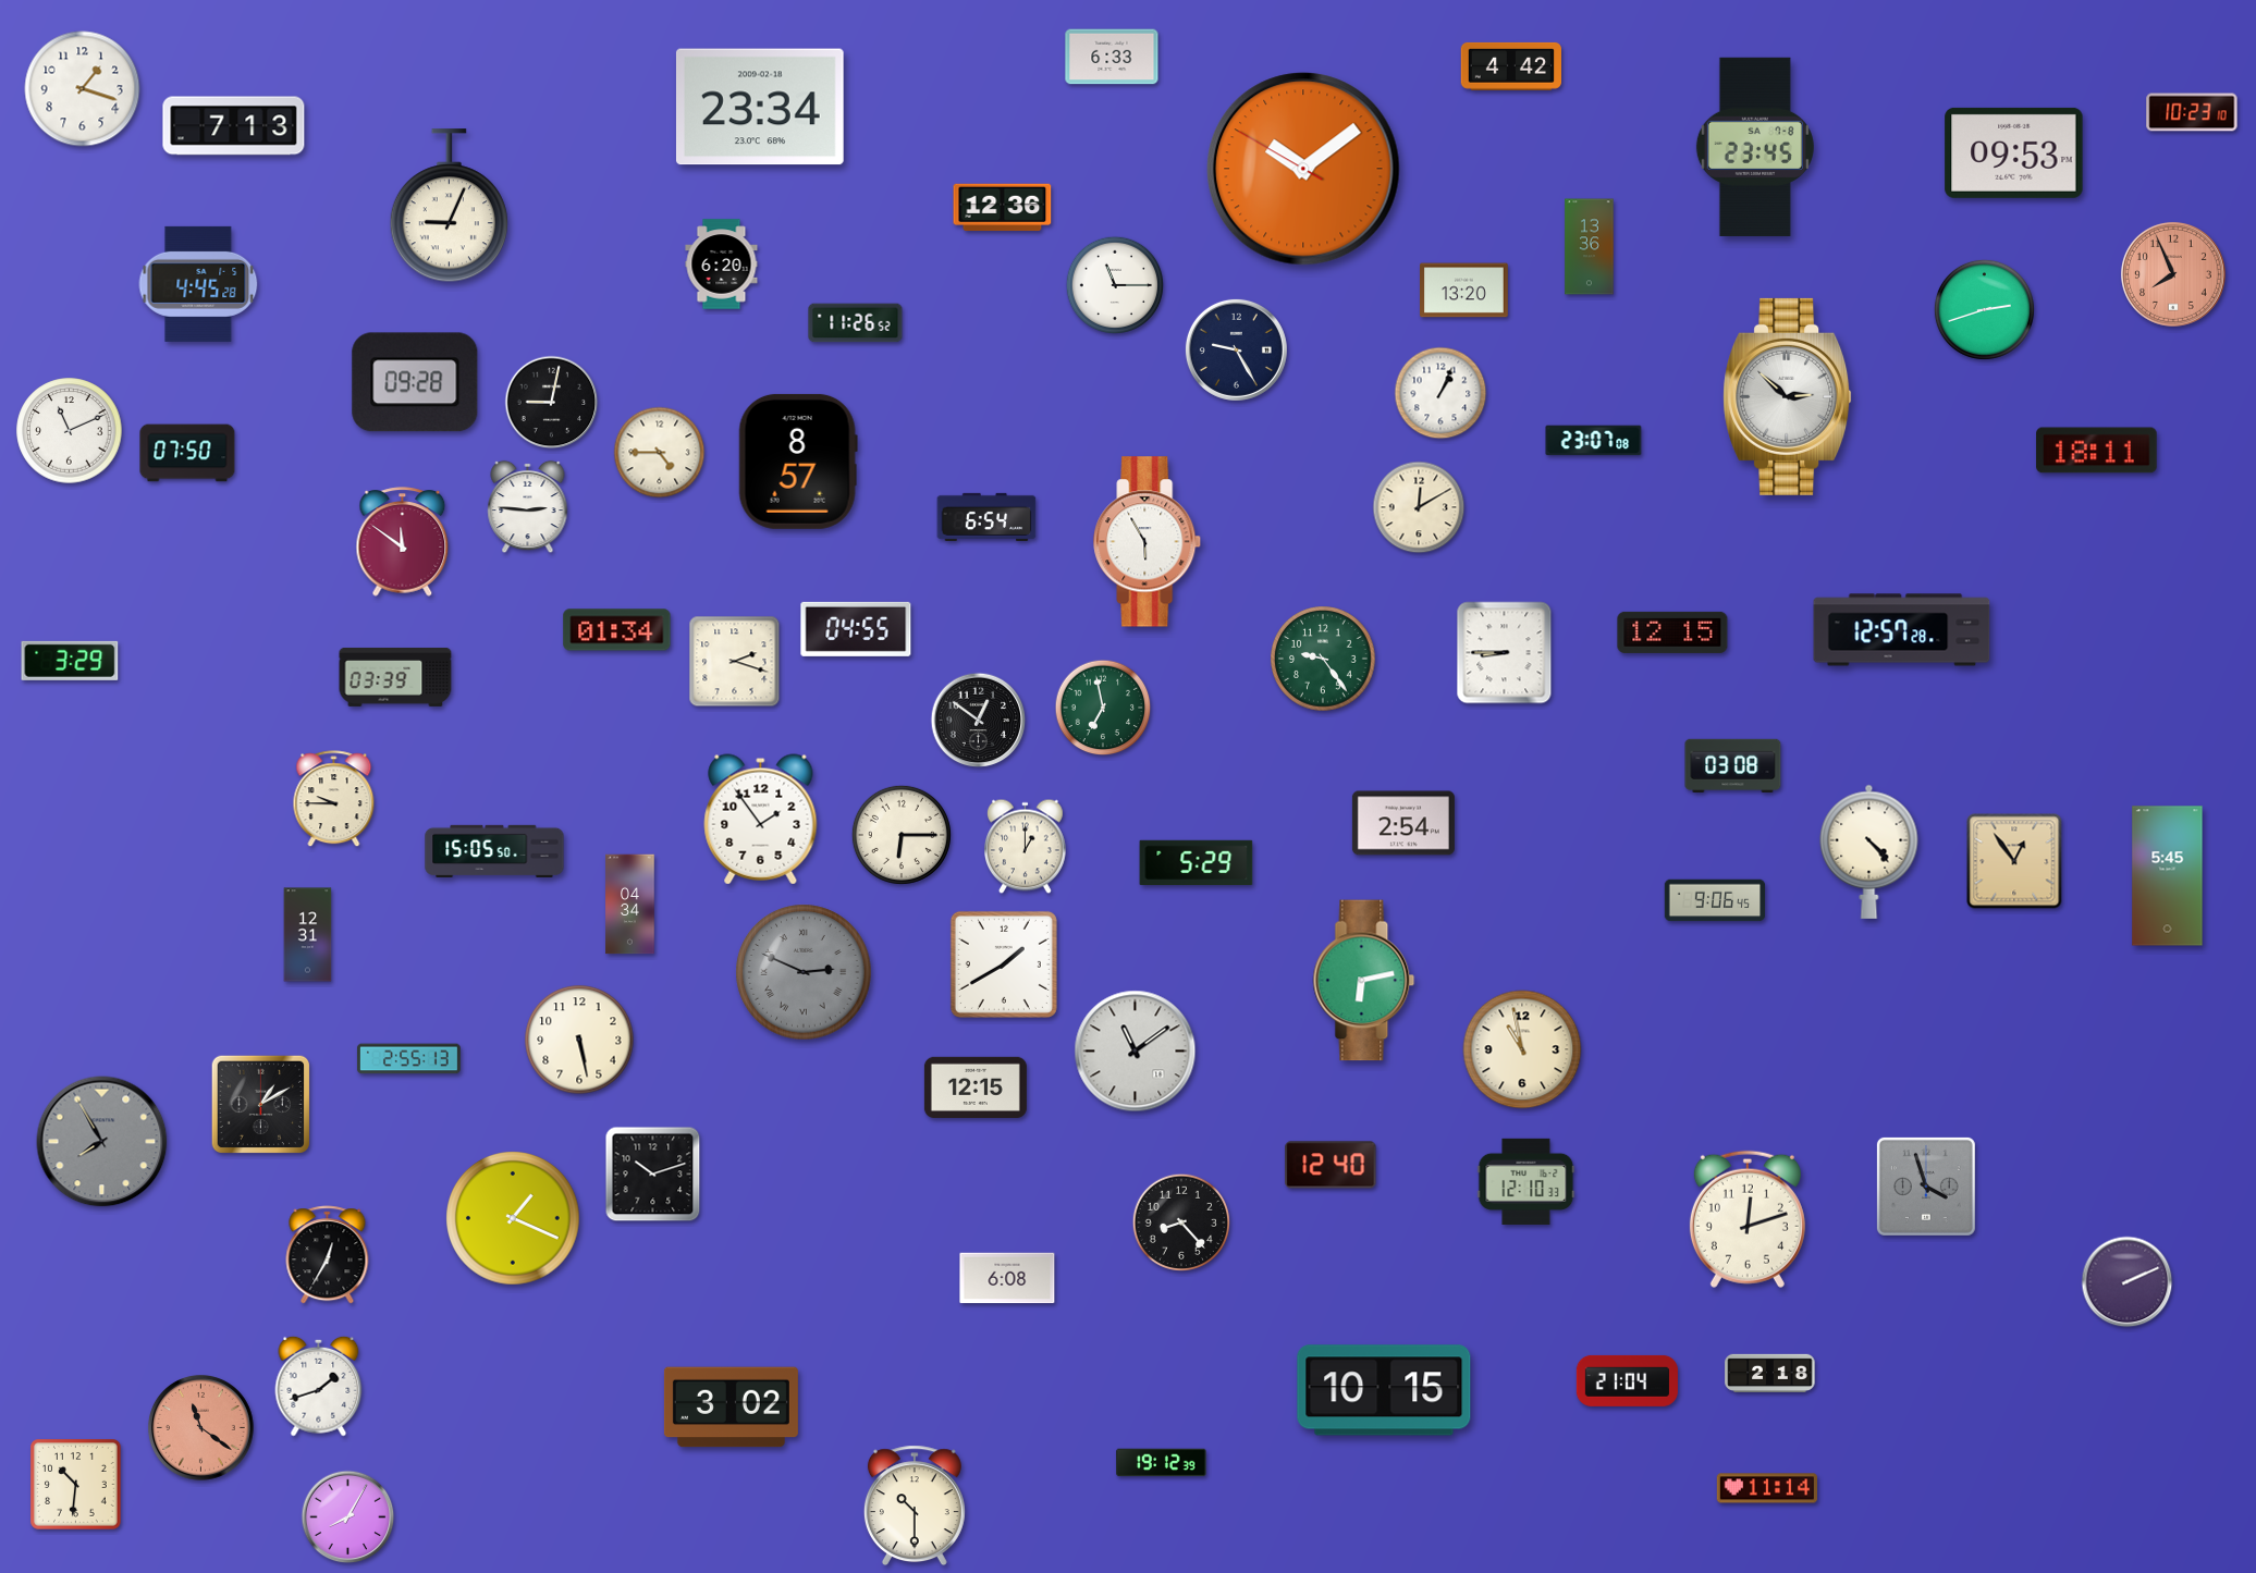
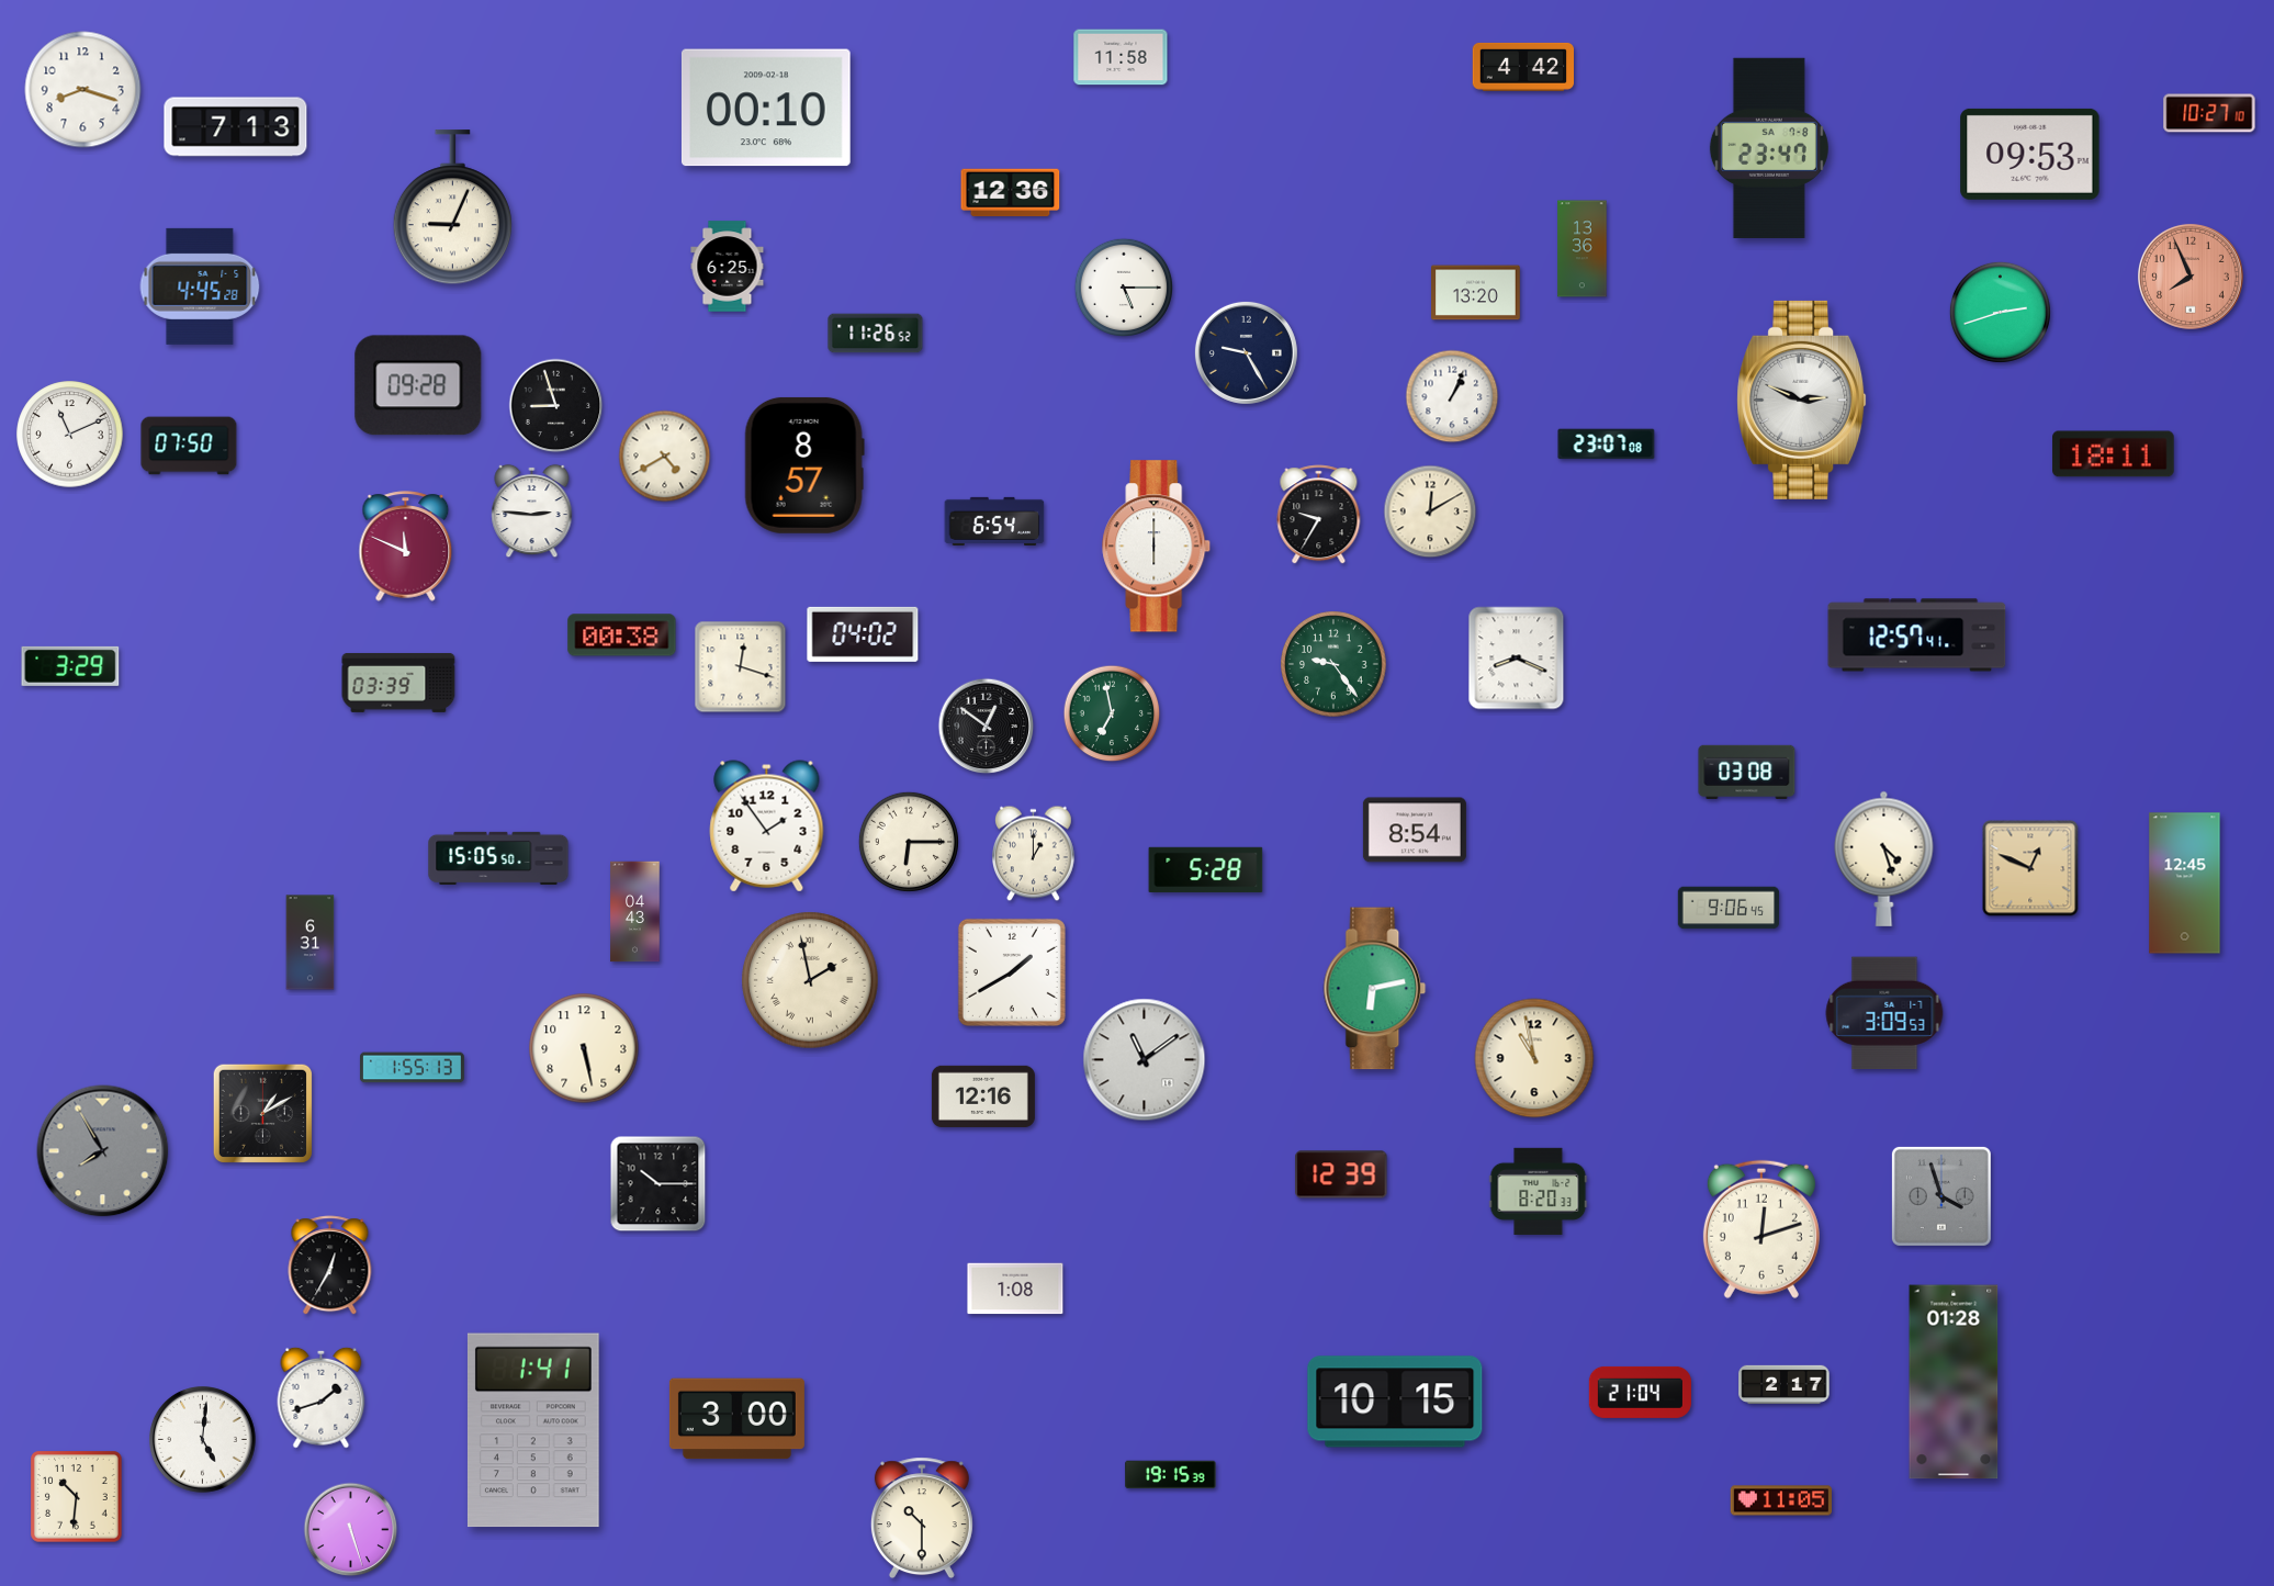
clock at (1112, 57): 6:33 -> 11:58
clock at (83, 89): 1:18 -> 8:18
clock at (760, 107): 23:34 -> 00:10
clock at (2192, 112): 10:23 -> 10:27
clock at (1755, 147): 23:45 -> 23:47
clock at (1303, 169): 10:08 -> none
clock at (1003, 208) position: (1003, 208) -> (1011, 193)
clock at (1590, 247) position: (1590, 247) -> (1583, 249)
clock at (722, 265): 6:20 -> 6:25
clock at (1115, 285): 11:15 -> 5:15
clock at (856, 323) position: (856, 323) -> (876, 334)
clock at (1788, 396): 2:52 -> 2:49
clock at (552, 403): 9:02 -> 8:57
clock at (187, 453) position: (187, 453) -> (189, 446)
clock at (660, 453): 4:45 -> 4:40
clock at (1319, 515): none -> 9:35
clock at (403, 542): 11:51 -> 11:49
clock at (1148, 542): 5:55 -> 6:00
clock at (856, 629): 04:55 -> 04:02
clock at (617, 630): 01:34 -> 00:38
clock at (1902, 630): 12:57:28 -> 12:57:41
clock at (1672, 632): 12:15 -> none
clock at (1505, 653): 8:45 -> 8:19
clock at (735, 662): 2:18 -> 12:18
clock at (334, 799): 9:45 -> none
clock at (1403, 823): 2:54 -> 8:54
clock at (1869, 851): 4:23 -> 4:27
clock at (2014, 861): 12:54 -> 12:49
clock at (1197, 863): 5:29 -> 5:28
clock at (2168, 876): 5:45 -> 12:45
clock at (630, 905): 04:34 -> 04:43
clock at (308, 935): 12:31 -> 6:31
clock at (804, 972): 2:49 -> 1:58
clock at (804, 972) dial: grey -> cream
clock at (1884, 1013): none -> 3:09
clock at (408, 1059): 2:55 -> 1:55
clock at (976, 1087): 12:15 -> 12:16
clock at (1331, 1165): 12:40 -> 12:39
clock at (653, 1175): 10:12 -> 10:15
clock at (1527, 1181): 12:10 -> 8:20
clock at (513, 1218): 1:19 -> none
clock at (1181, 1222): 8:23 -> none
clock at (1007, 1278): 6:08 -> 1:08
clock at (2128, 1282): 2:11 -> none
clock at (1954, 1382): none -> 01:28
clock at (1770, 1373): 2:18 -> 2:17
clock at (731, 1408): 3:02 -> 3:00
clock at (533, 1430): none -> 1:41
clock at (201, 1428): 11:21 -> 5:01
clock at (201, 1428) dial: salmon -> white
clock at (1162, 1463): 19:12 -> 19:15
clock at (1767, 1488): 11:14 -> 11:05
clock at (348, 1517): 8:05 -> 5:27
